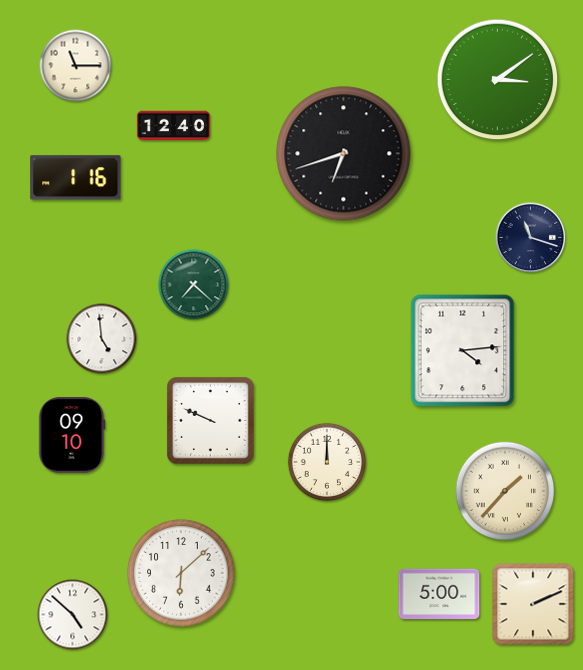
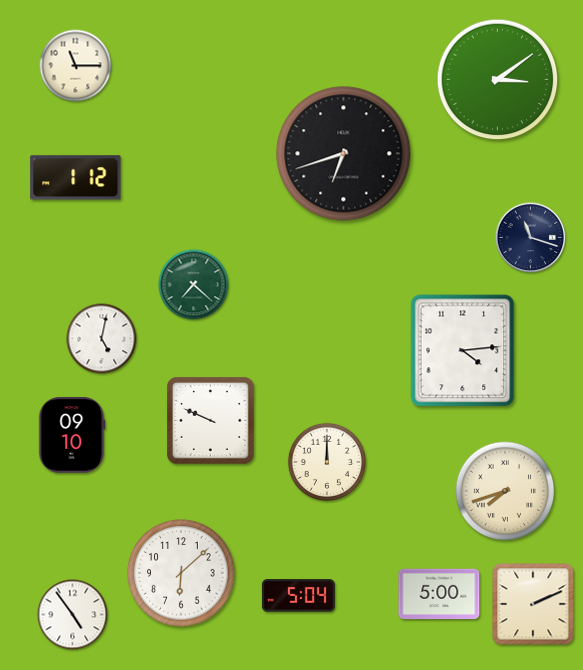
clock at (173, 126): 12:40 -> none
clock at (76, 178): 1:16 -> 1:12
clock at (102, 339): 4:59 -> 5:02
clock at (505, 491): 1:37 -> 7:42
clock at (298, 596): none -> 5:04
clock at (73, 615): 4:52 -> 4:54
